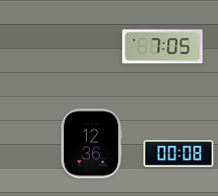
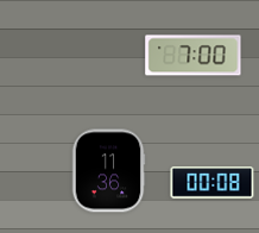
clock at (163, 47): 7:05 -> 7:00
clock at (91, 144): 12:36 -> 11:36
